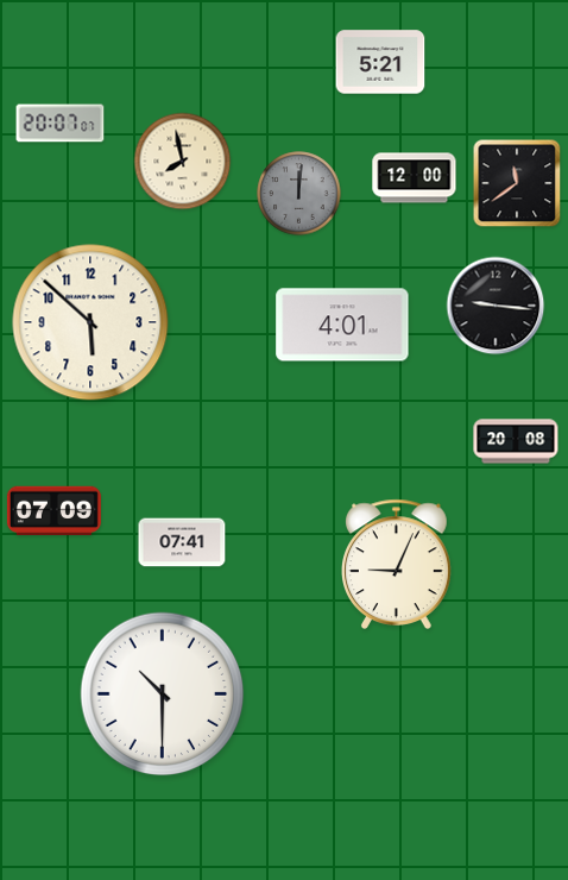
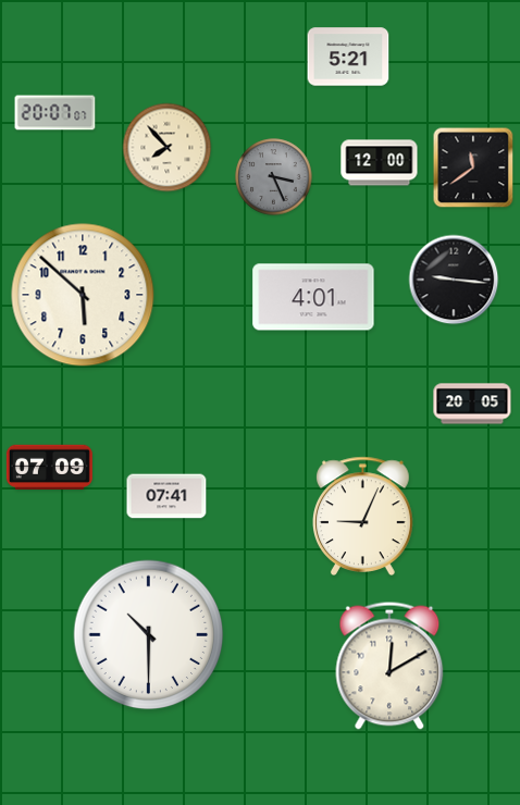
clock at (183, 162): 7:58 -> 7:53
clock at (299, 194): 12:01 -> 3:26
clock at (516, 441): 20:08 -> 20:05
clock at (389, 666): none -> 12:10
